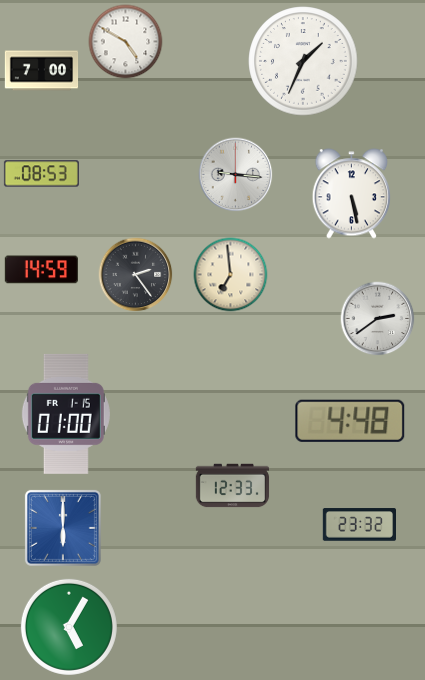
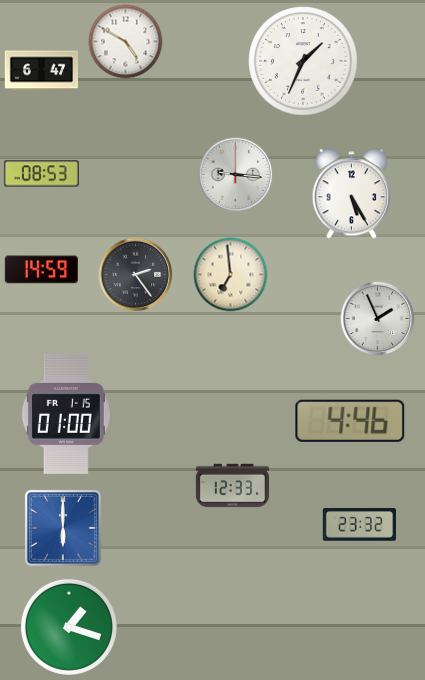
clock at (42, 71): 7:00 -> 6:47
clock at (352, 194): 5:28 -> 5:25
clock at (378, 319): 2:39 -> 1:56
clock at (350, 421): 4:48 -> 4:46
clock at (69, 627): 5:05 -> 1:18
